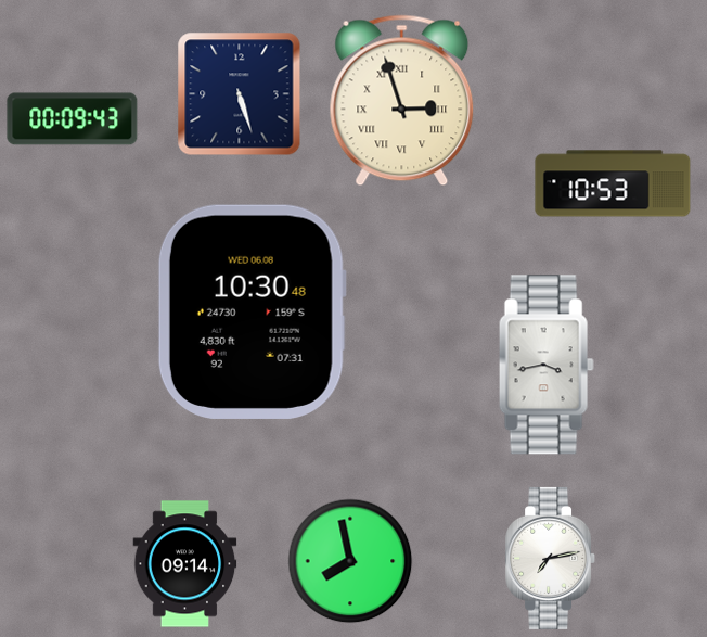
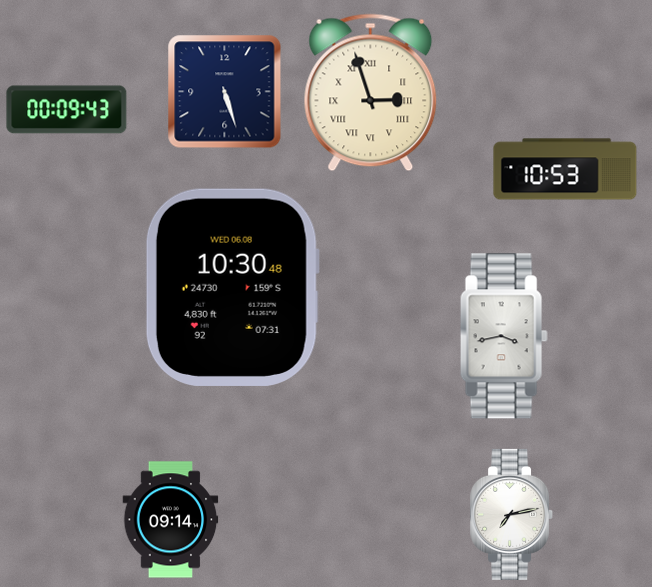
clock at (240, 94) position: (240, 94) -> (225, 92)
clock at (551, 558) position: (551, 558) -> (512, 514)
clock at (350, 561): 7:58 -> none
